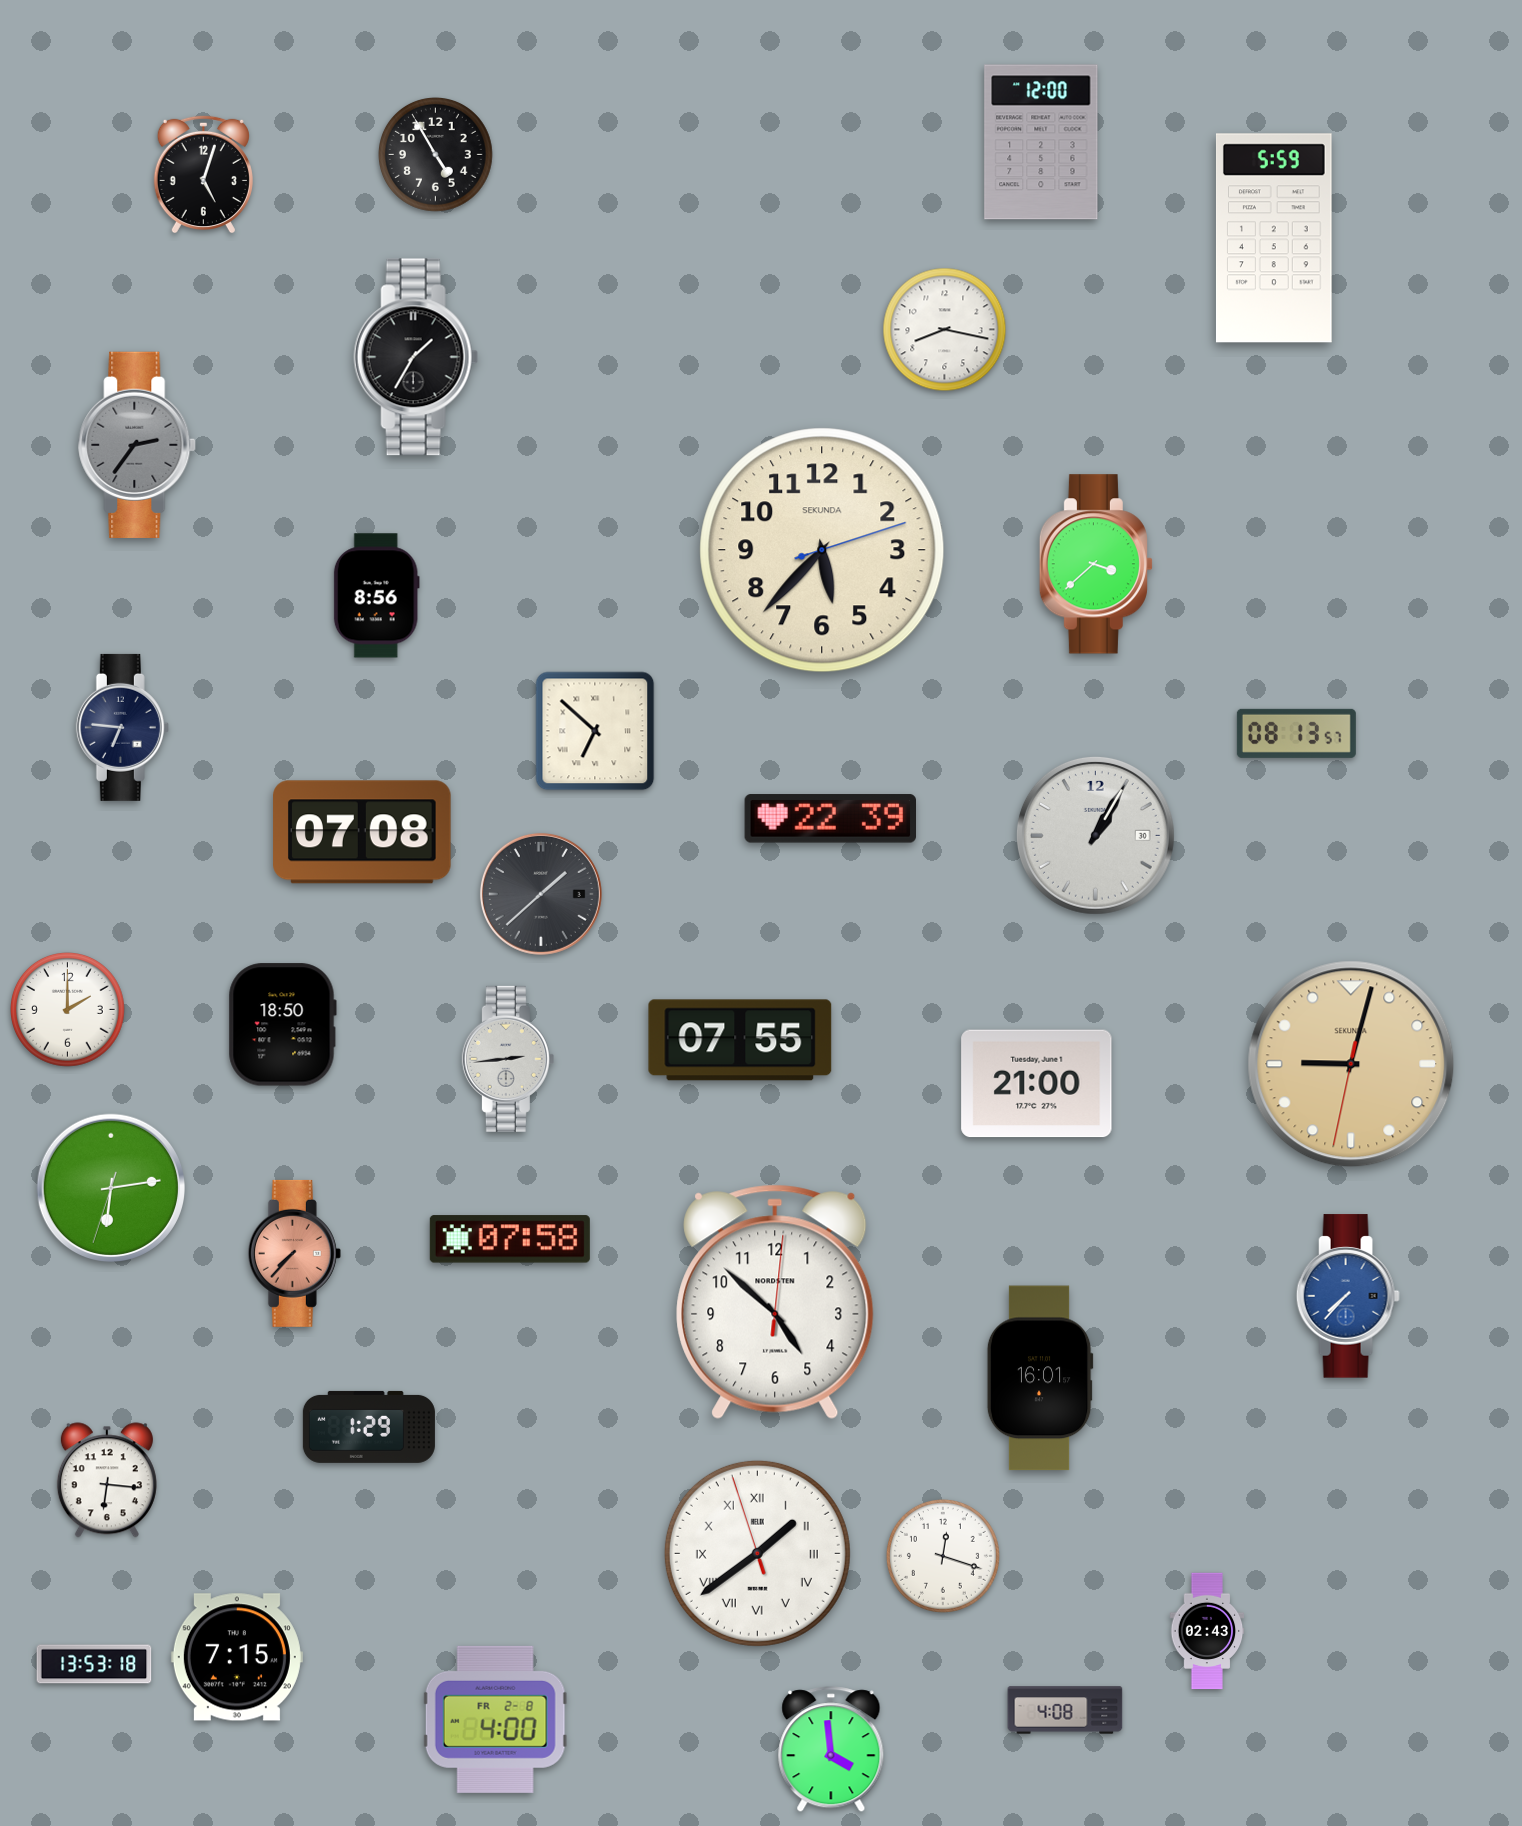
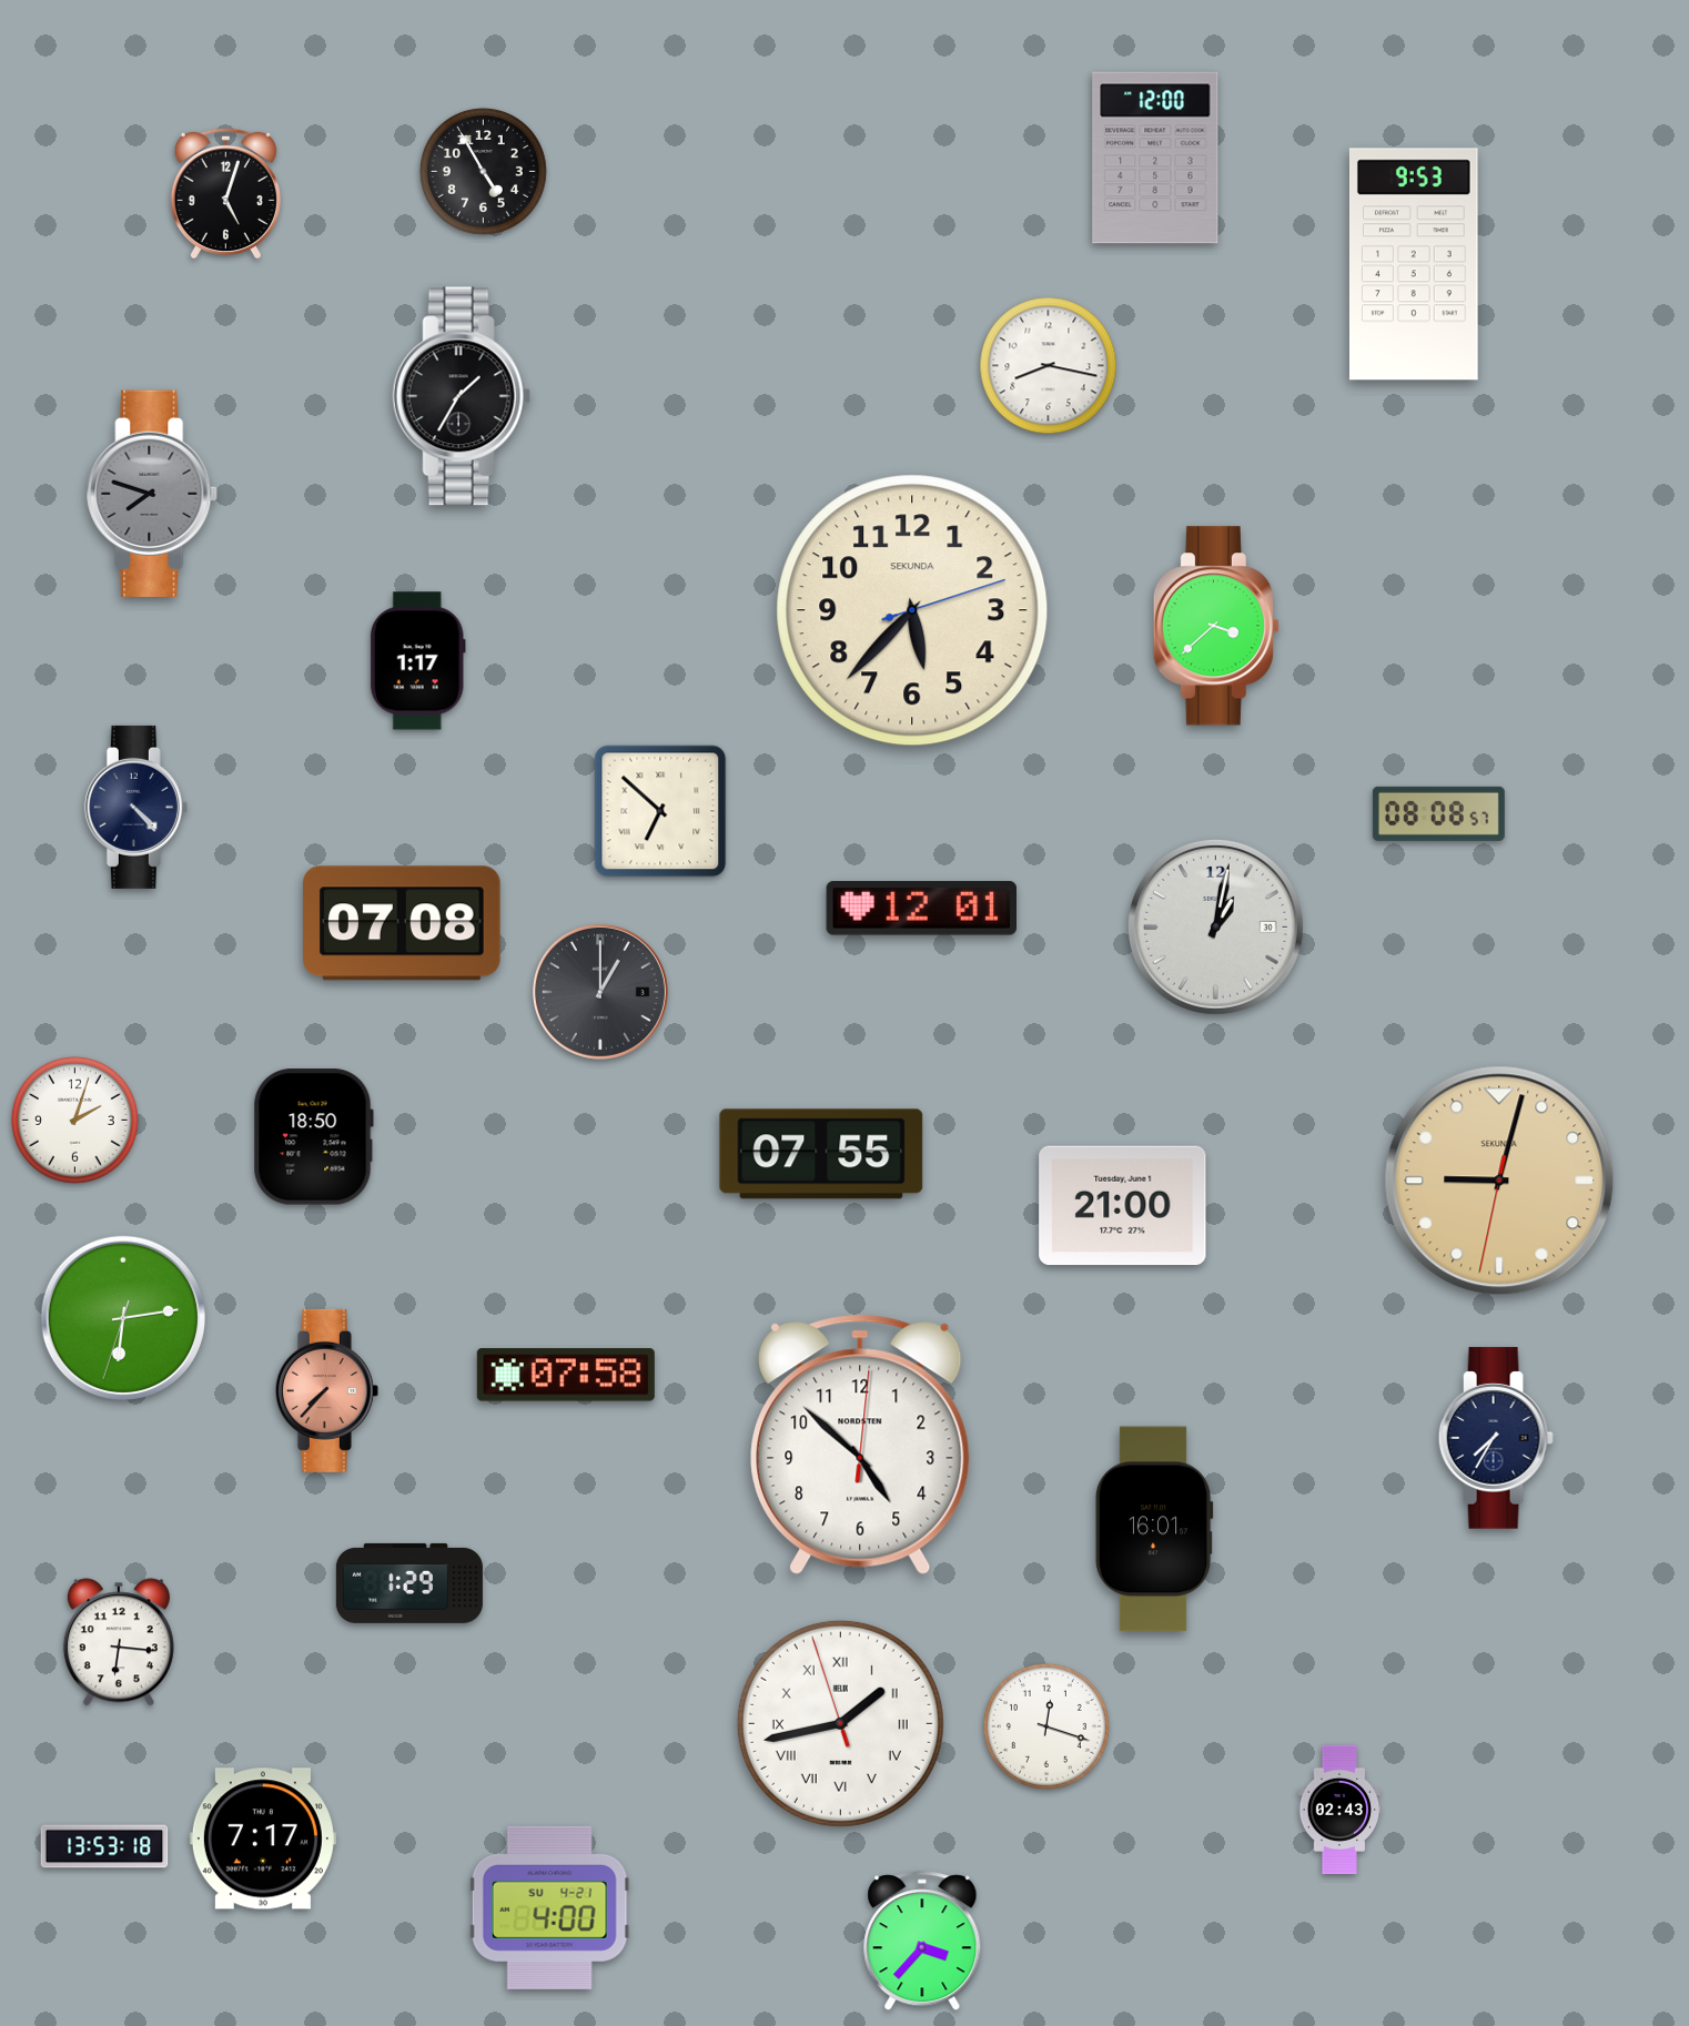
clock at (1274, 238): 5:59 -> 9:53
clock at (138, 445): 2:36 -> 7:48
clock at (376, 596): 8:56 -> 1:17
clock at (122, 727): 6:46 -> 4:23
clock at (1296, 733): 08:13 -> 08:08
clock at (830, 819): 22:39 -> 12:01
clock at (1095, 835): 1:05 -> 1:02
clock at (541, 894): 1:38 -> 1:00
clock at (68, 1010): 2:00 -> 2:03
clock at (508, 1059): 2:44 -> none
clock at (1037, 1084) position: (1037, 1084) -> (1123, 1206)
clock at (1348, 1296): 7:37 -> 7:35
clock at (1348, 1296) dial: blue -> navy
clock at (757, 1553): 1:38 -> 1:42
clock at (237, 1657): 7:15 -> 7:17
clock at (1065, 1710): 4:08 -> none
clock at (495, 1719) date: FR 2-8 -> SU 4-21
clock at (831, 1750): 3:59 -> 3:37
